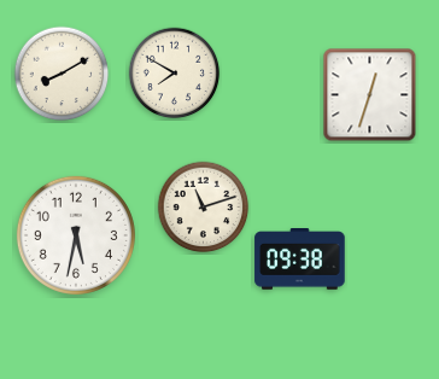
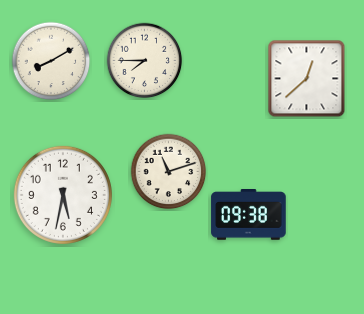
clock at (175, 74): 7:50 -> 7:45
clock at (370, 95): 12:33 -> 12:38
